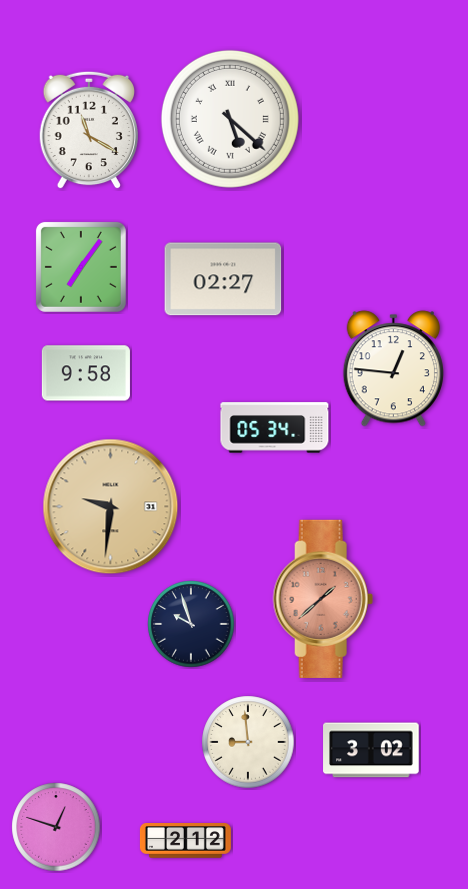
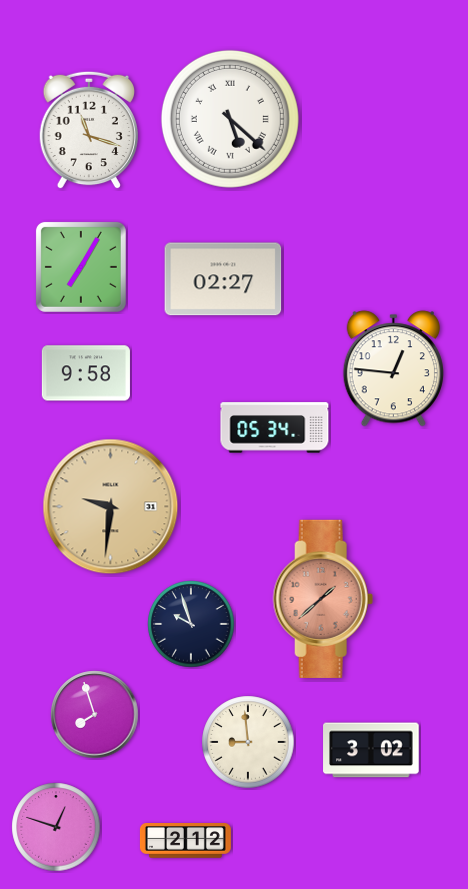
clock at (88, 130): 11:20 -> 11:18
clock at (81, 267): 7:06 -> 7:05
clock at (95, 715): none -> 7:57
